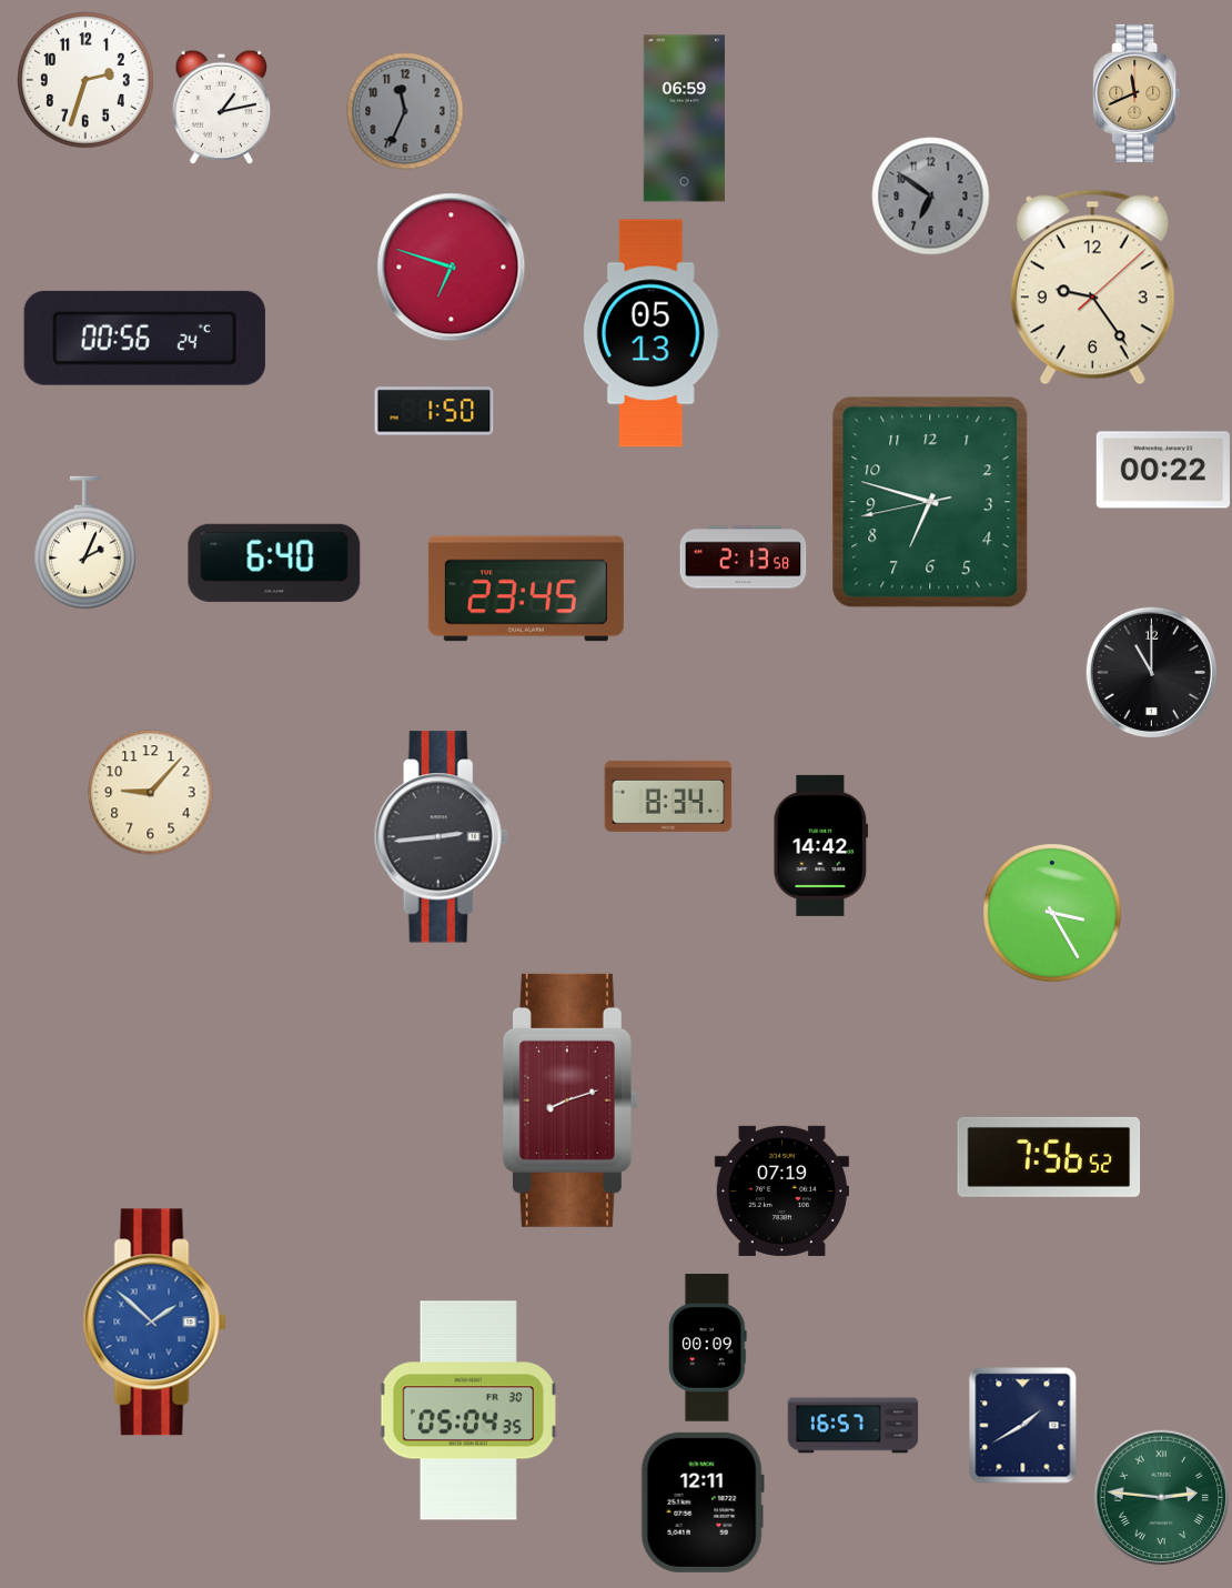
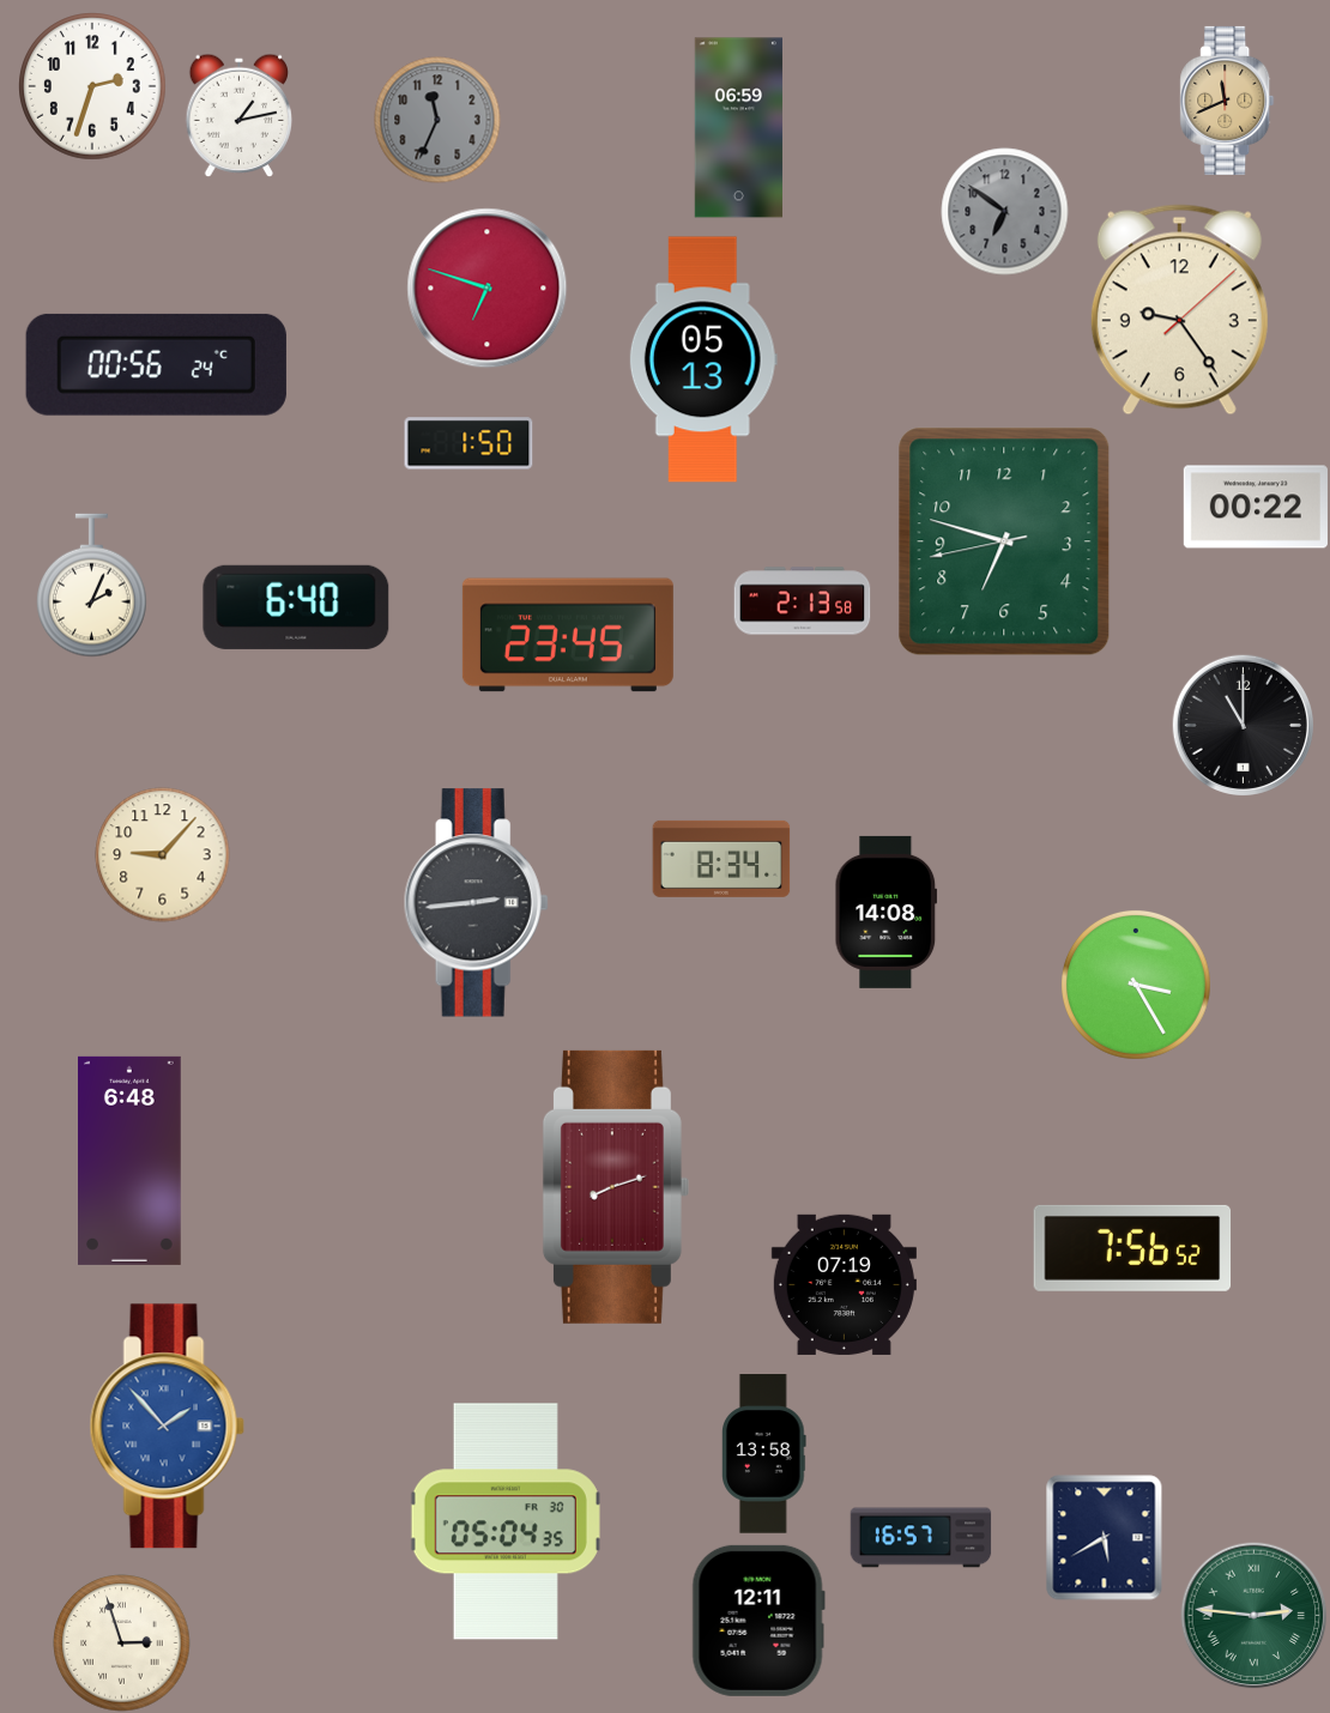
clock at (821, 845): 14:42 -> 14:08
clock at (131, 1161): none -> 6:48
clock at (154, 1323): 1:52 -> 1:53
clock at (708, 1348): 00:09 -> 13:58
clock at (1023, 1426): 1:40 -> 5:40
clock at (122, 1644): none -> 2:57
